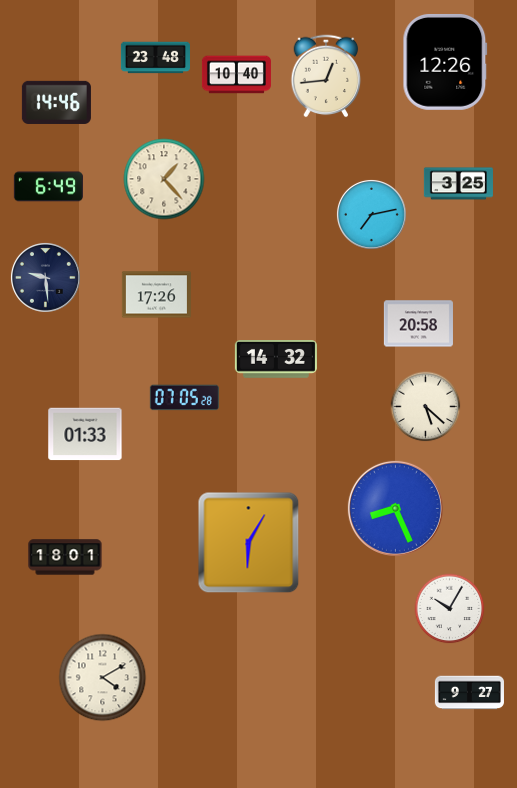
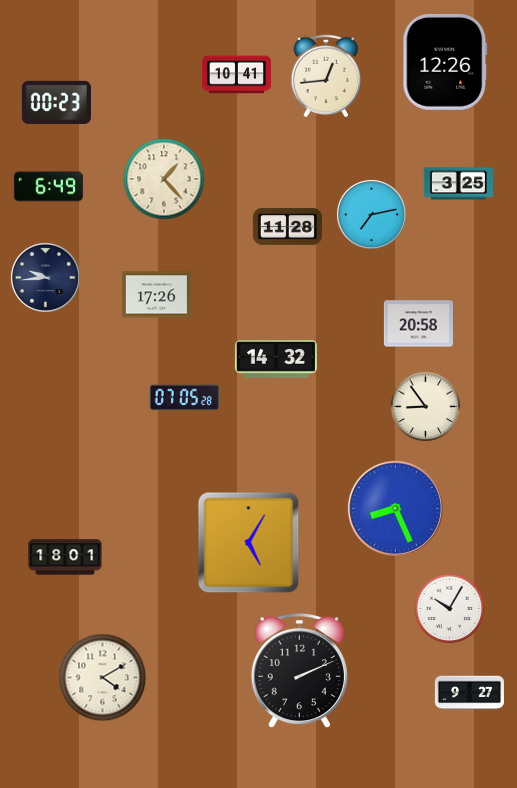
clock at (155, 58): 23:48 -> none
clock at (236, 75): 10:40 -> 10:41
clock at (56, 102): 14:46 -> 00:23
clock at (287, 227): none -> 11:28
clock at (45, 277): 9:29 -> 9:44
clock at (426, 407): 5:22 -> 8:54
clock at (85, 434): 01:33 -> none
clock at (249, 543): 6:05 -> 5:05
clock at (299, 671): none -> 2:11
